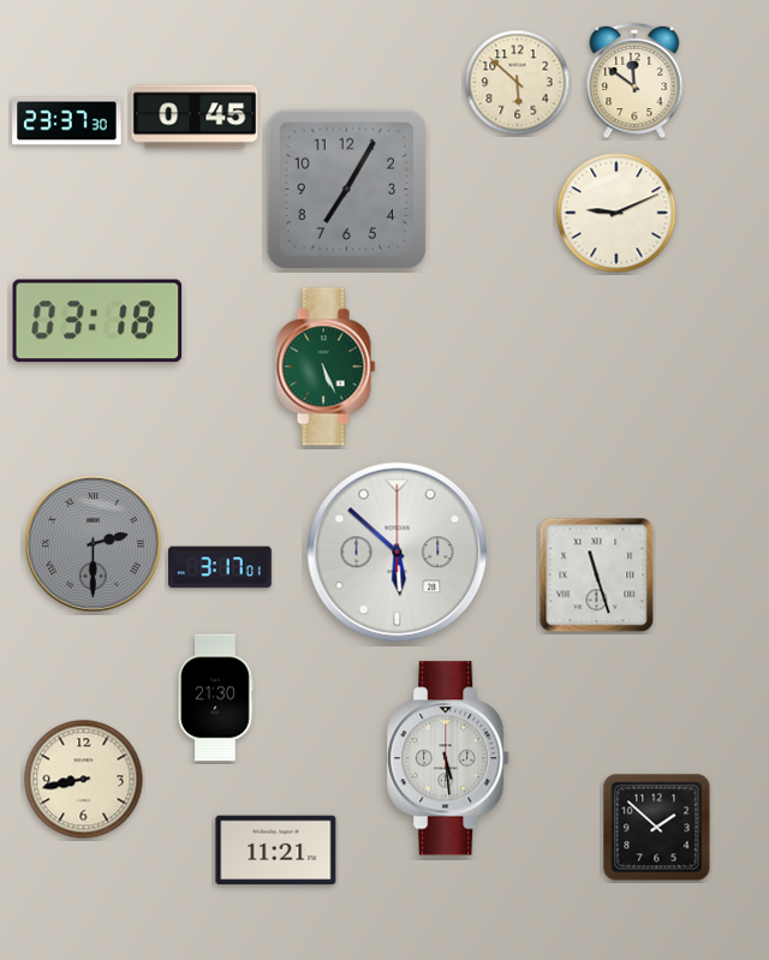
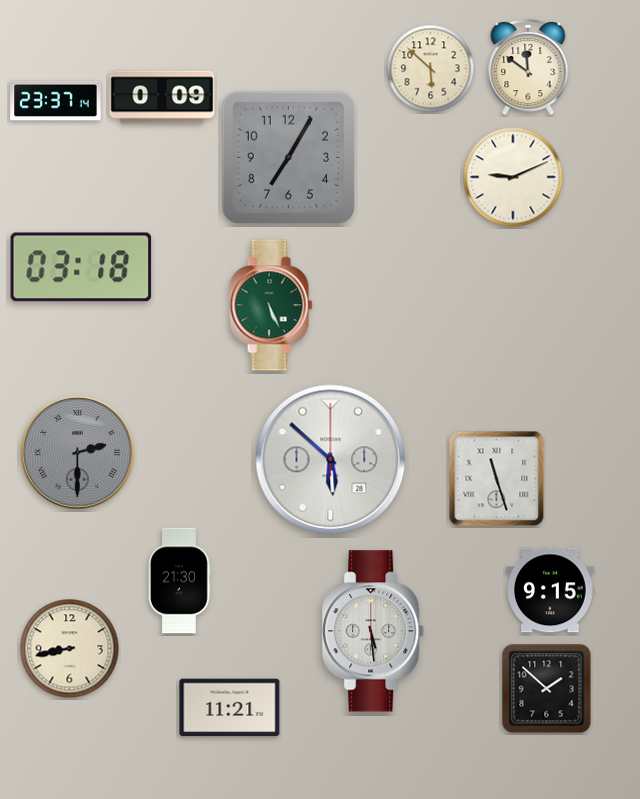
clock at (195, 117): 0:45 -> 0:09
clock at (67, 121): 23:37:30 -> 23:37:14
clock at (221, 567): 3:17 -> none
clock at (550, 590): none -> 9:15
